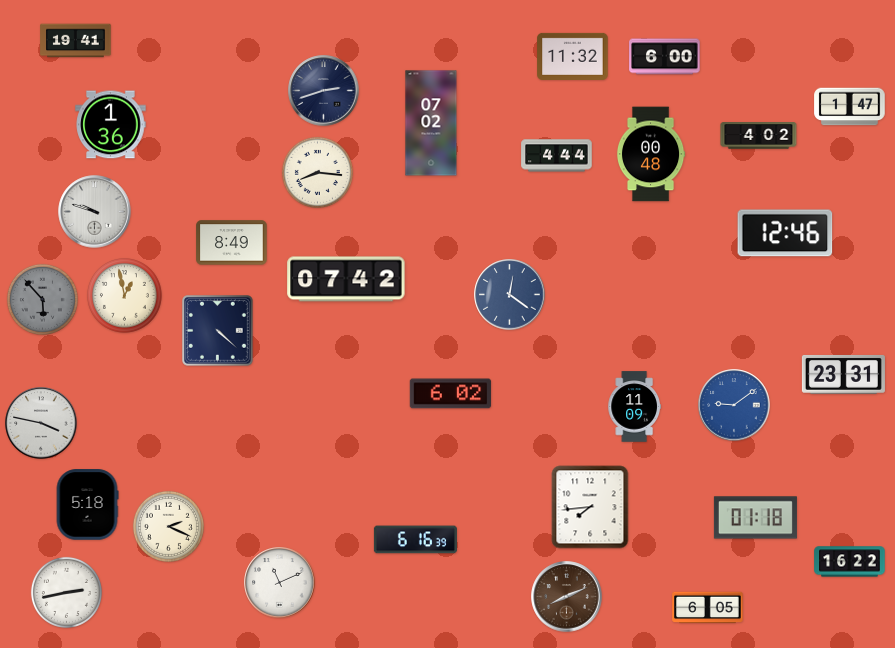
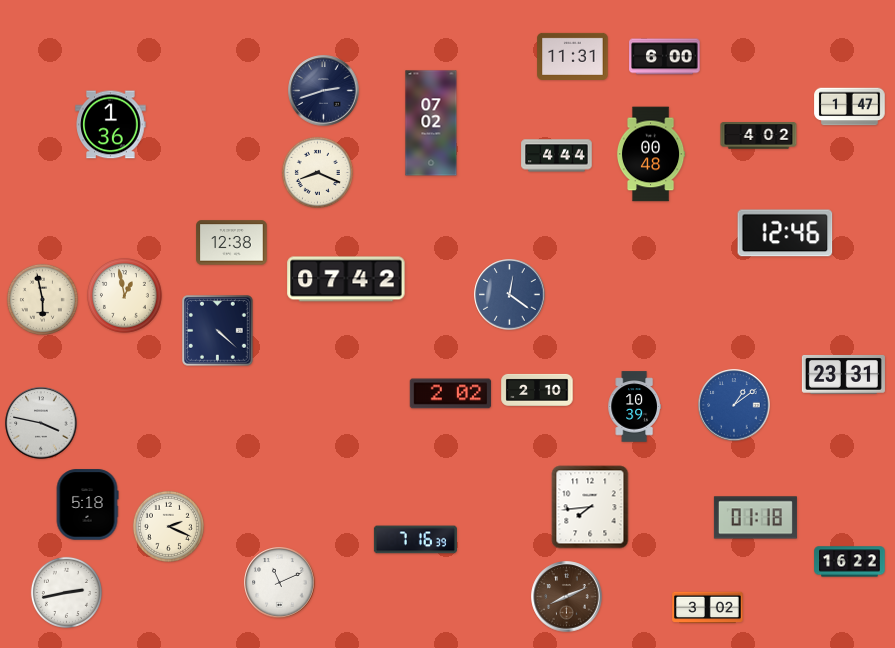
clock at (76, 41): 19:41 -> none
clock at (573, 56): 11:32 -> 11:31
clock at (317, 172): 8:16 -> 8:19
clock at (95, 212): 9:48 -> none
clock at (232, 243): 8:49 -> 12:38
clock at (42, 299): 5:53 -> 5:58
clock at (42, 299) dial: grey -> cream
clock at (537, 390): none -> 2:10
clock at (451, 394): 6:02 -> 2:02
clock at (734, 405): 9:09 -> 1:09
clock at (634, 407): 11:09 -> 10:39
clock at (415, 540): 6:16 -> 7:16
clock at (708, 608): 6:05 -> 3:02
